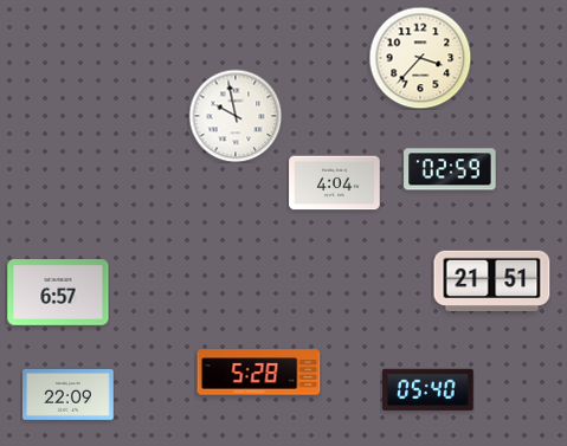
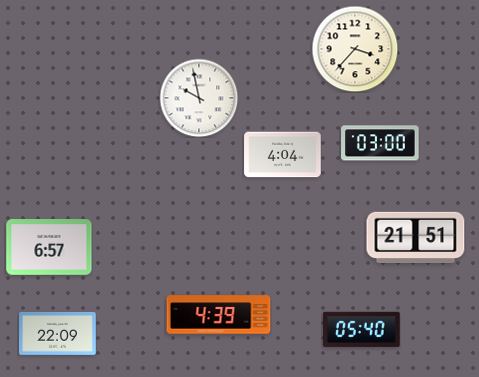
clock at (450, 169): 02:59 -> 03:00
clock at (259, 373): 5:28 -> 4:39
